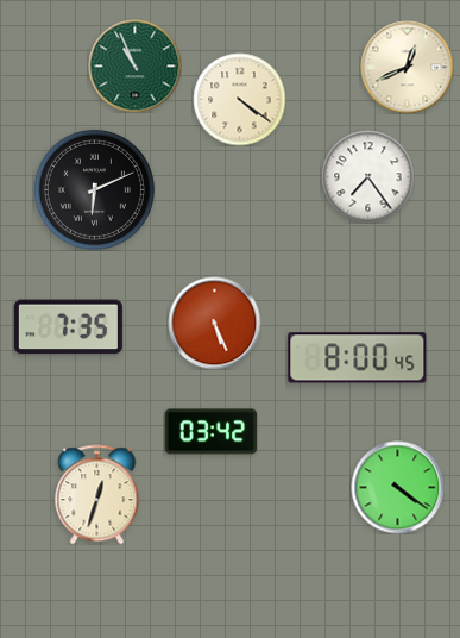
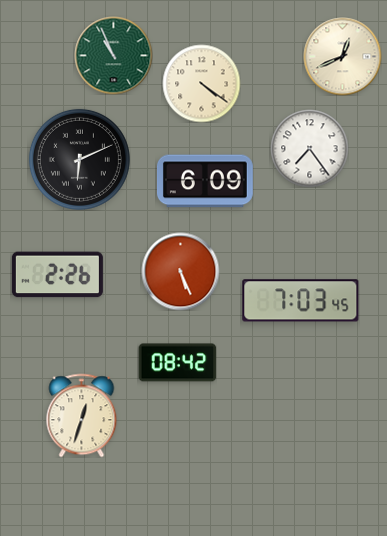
clock at (205, 181): none -> 6:09
clock at (68, 327): 7:35 -> 2:26
clock at (358, 358): 8:00 -> 7:03
clock at (210, 432): 03:42 -> 08:42
clock at (397, 487): 4:21 -> none
